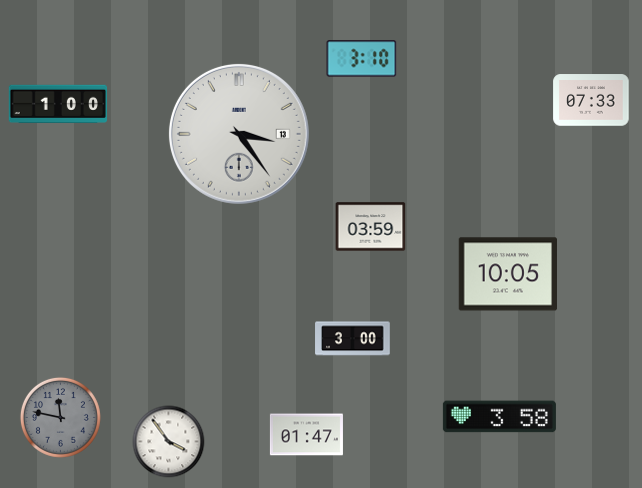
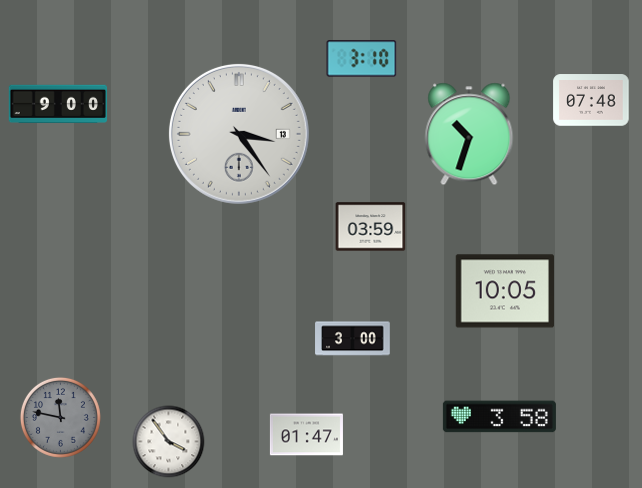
clock at (591, 100): 07:33 -> 07:48
clock at (58, 104): 1:00 -> 9:00
clock at (469, 134): none -> 10:33
clock at (507, 274) position: (507, 274) -> (504, 291)
